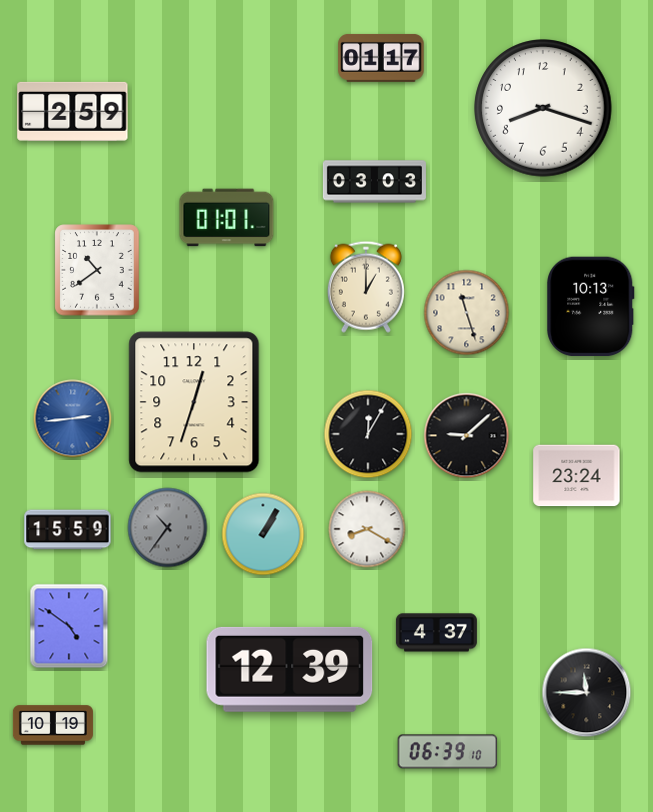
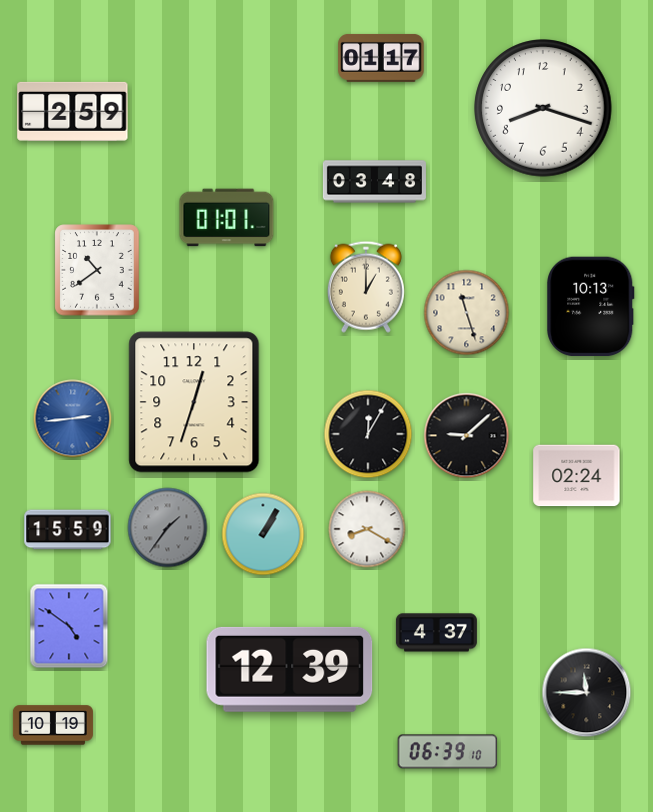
clock at (374, 182): 03:03 -> 03:48
clock at (577, 476): 23:24 -> 02:24
clock at (168, 528): 10:36 -> 1:36
